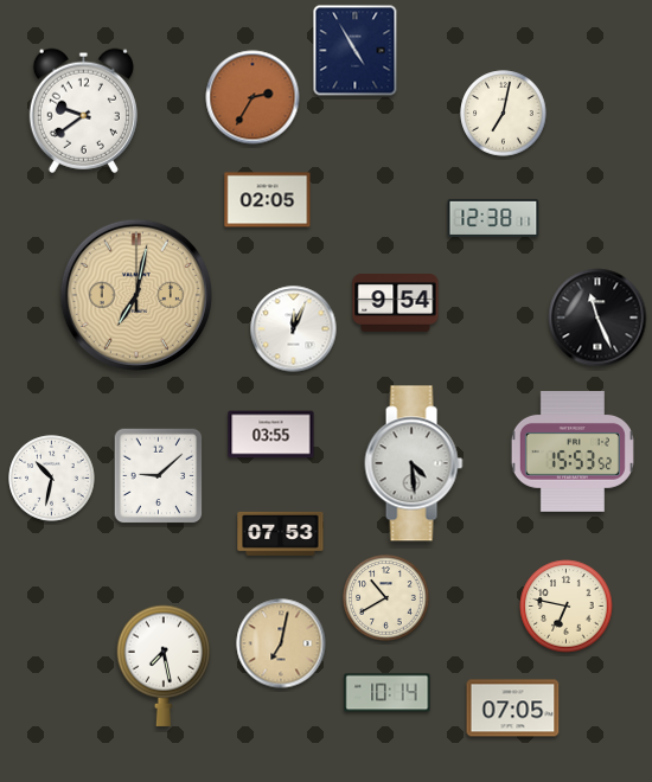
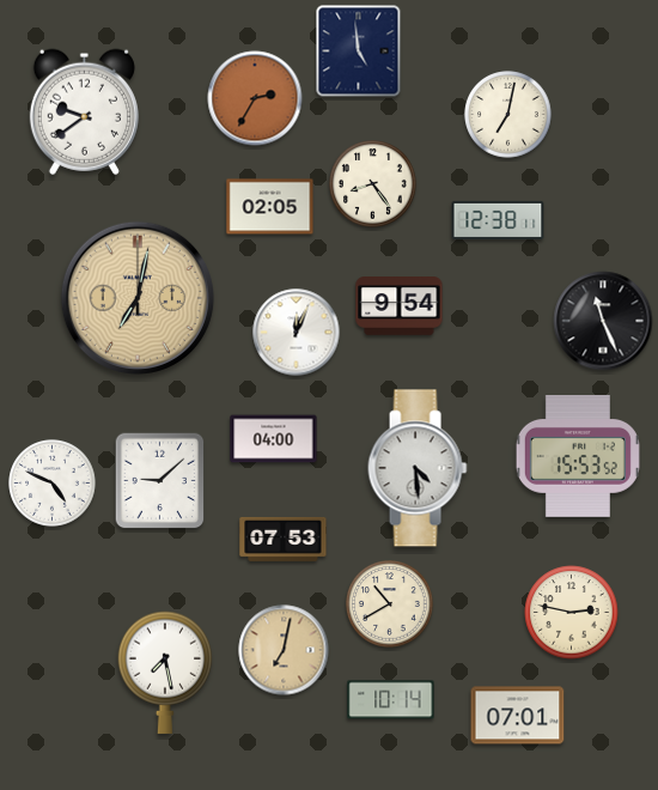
clock at (356, 51): 4:55 -> 4:59
clock at (373, 184): none -> 8:24
clock at (268, 200) position: (268, 200) -> (270, 207)
clock at (271, 435): 03:55 -> 04:00
clock at (52, 479): 10:32 -> 4:49
clock at (567, 607): 6:47 -> 2:47
clock at (513, 709): 07:05 -> 07:01
